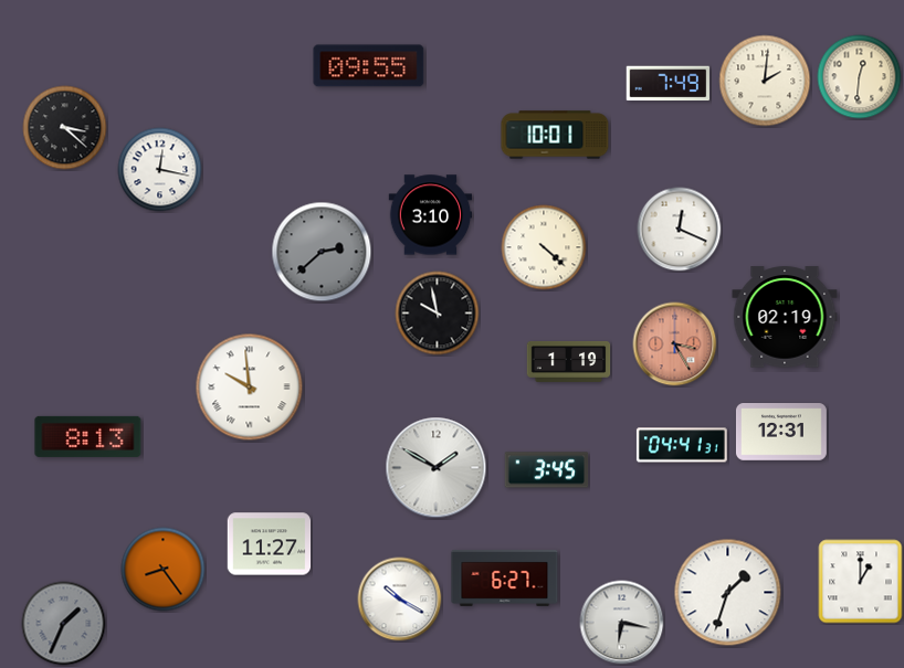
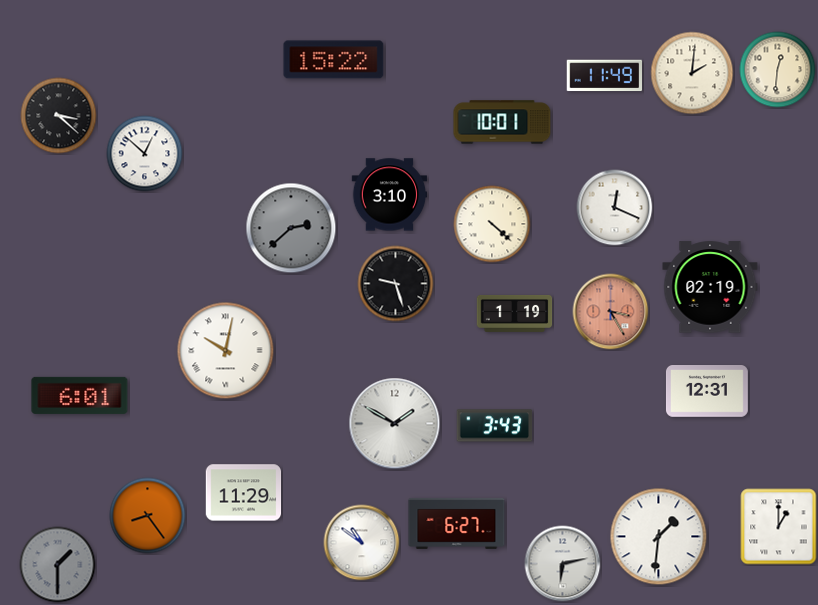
clock at (369, 66): 09:55 -> 15:22
clock at (669, 84): 7:49 -> 11:49
clock at (160, 170): 12:17 -> 12:52
clock at (438, 314): 9:58 -> 9:27
clock at (569, 361) position: (569, 361) -> (515, 313)
clock at (250, 388): 9:59 -> 10:02
clock at (88, 436): 8:13 -> 6:01
clock at (682, 445): 04:41 -> none
clock at (547, 470): 3:45 -> 3:43
clock at (270, 544): 11:27 -> 11:29
clock at (728, 593): 1:33 -> 1:31
clock at (400, 600): 10:20 -> 10:51
clock at (622, 623): 6:17 -> 6:13
clock at (64, 624): 1:34 -> 1:30
